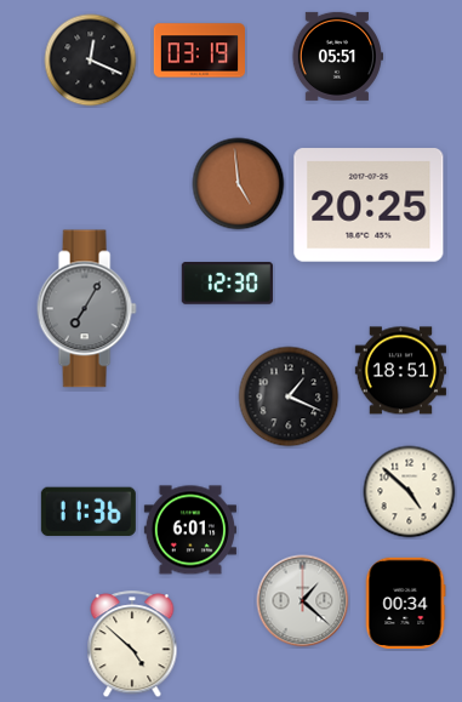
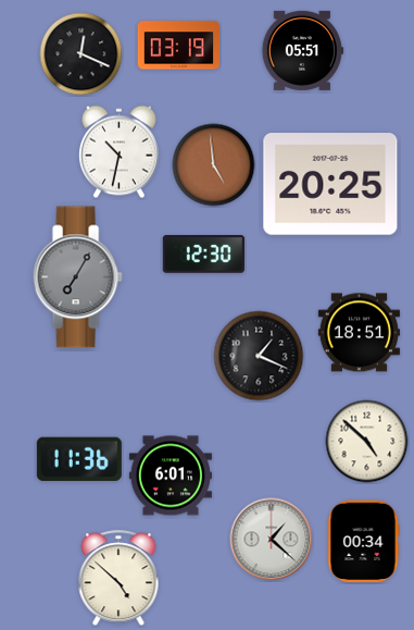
clock at (118, 152): none -> 10:32
